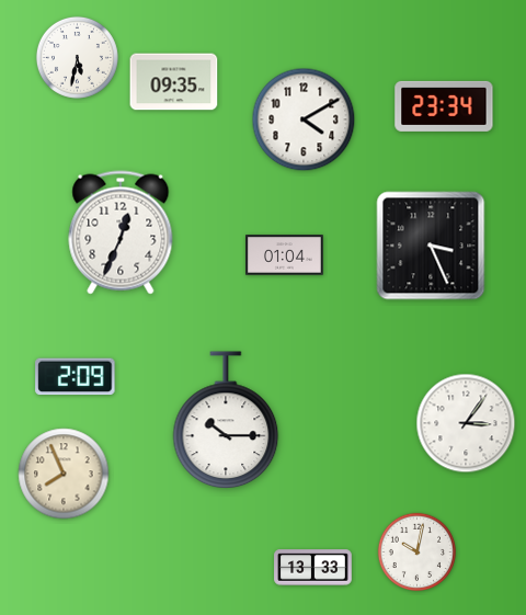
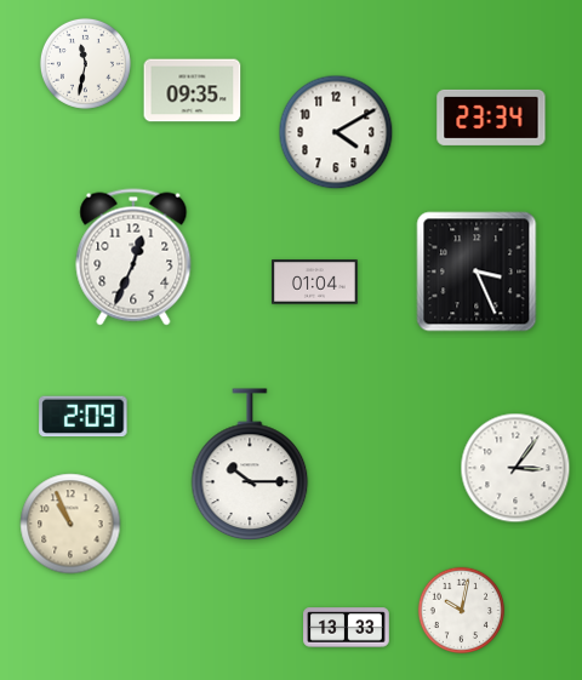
clock at (77, 57): 5:32 -> 11:32
clock at (64, 474): 7:56 -> 10:56
